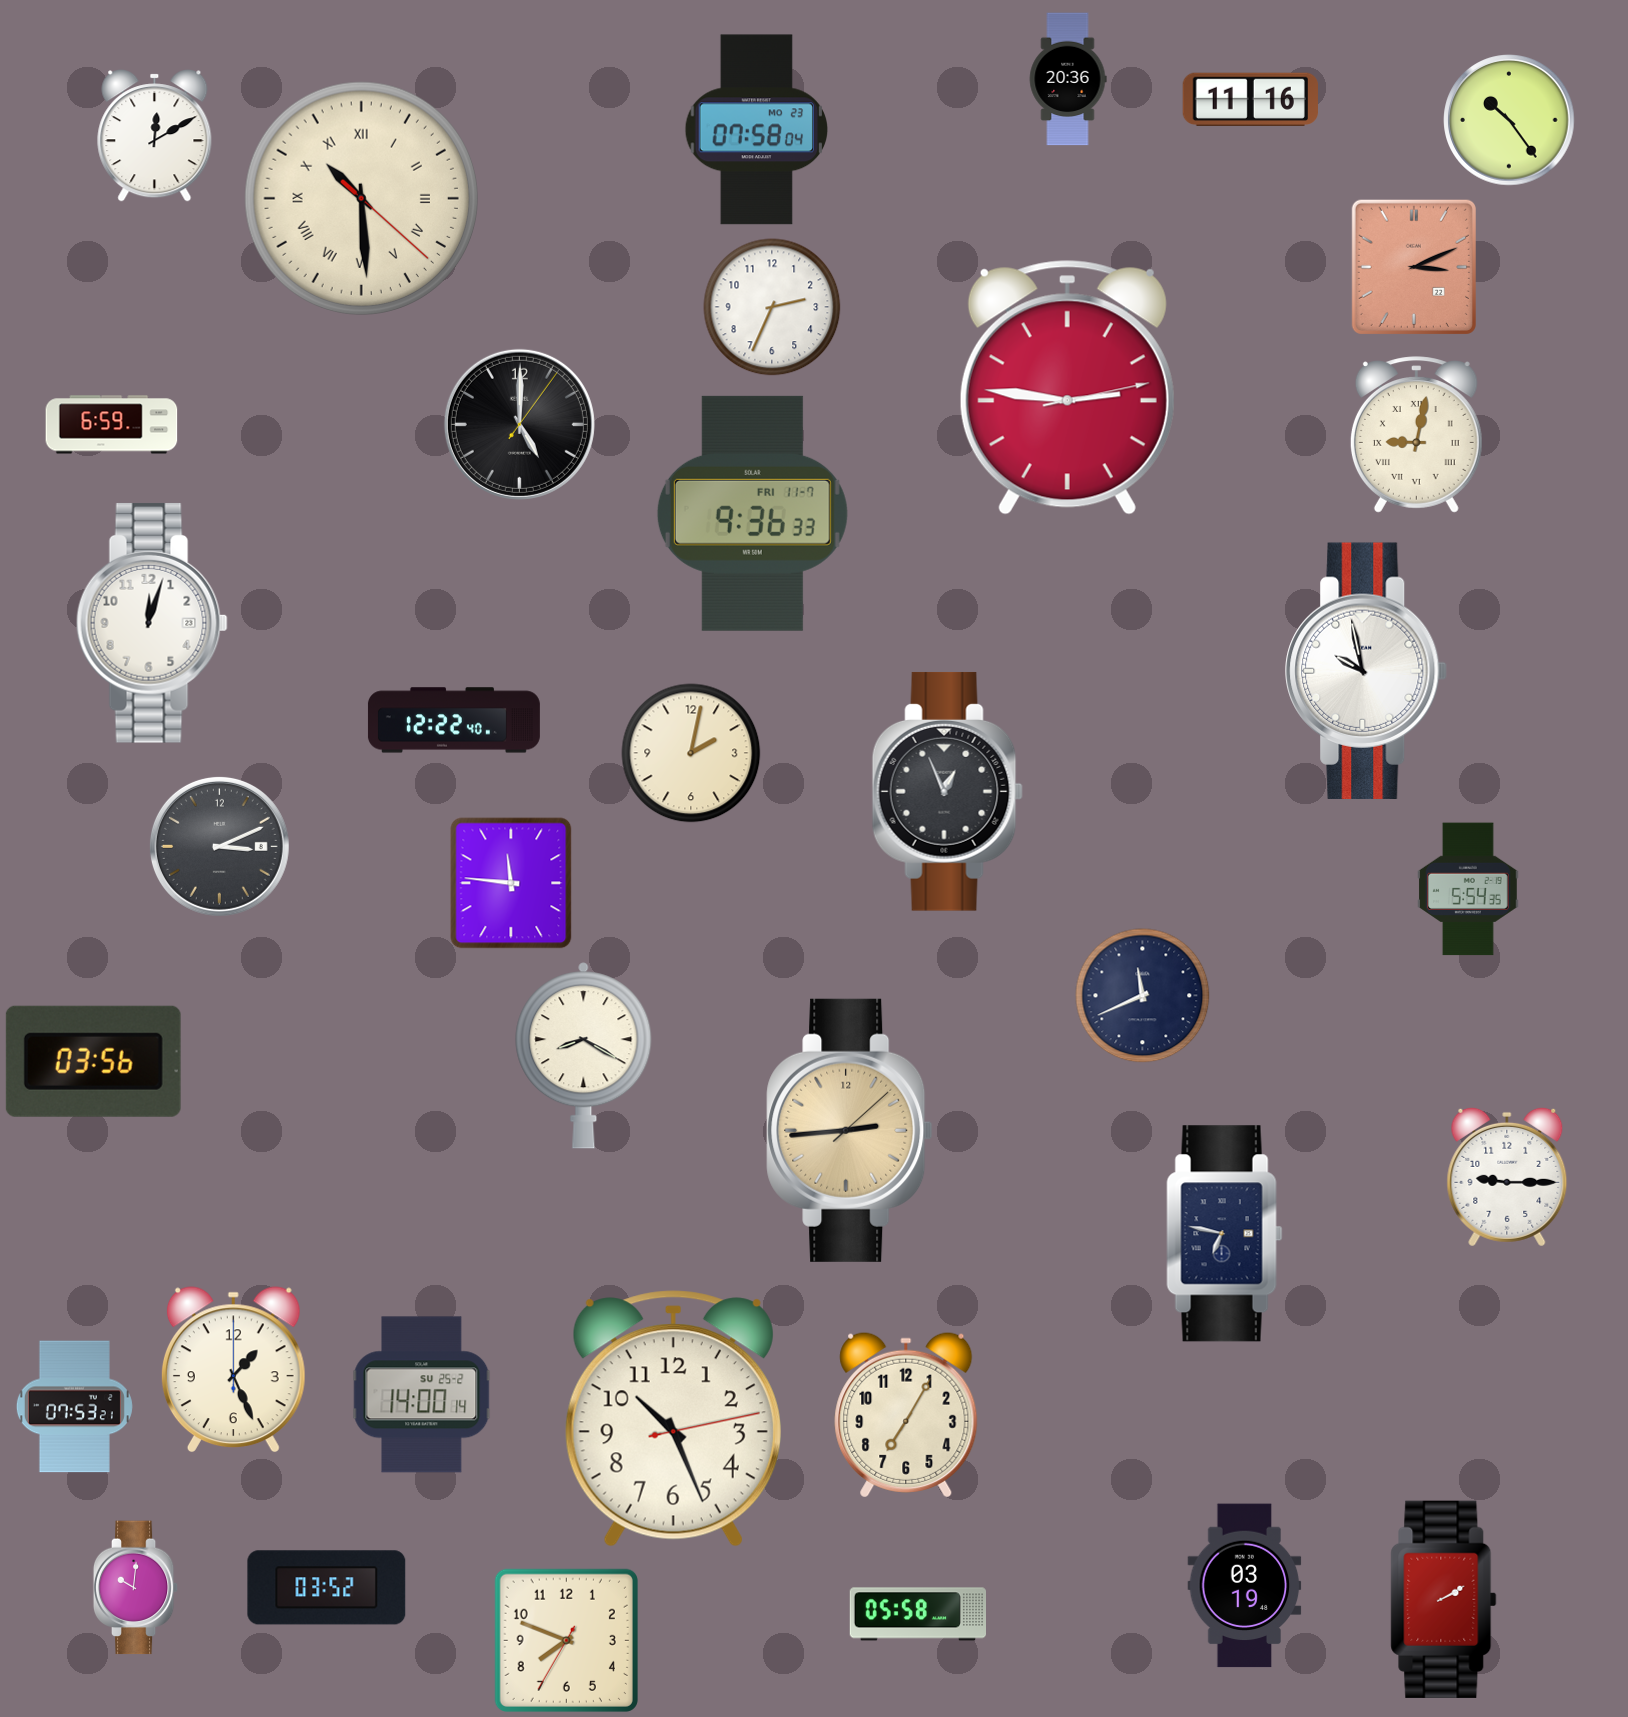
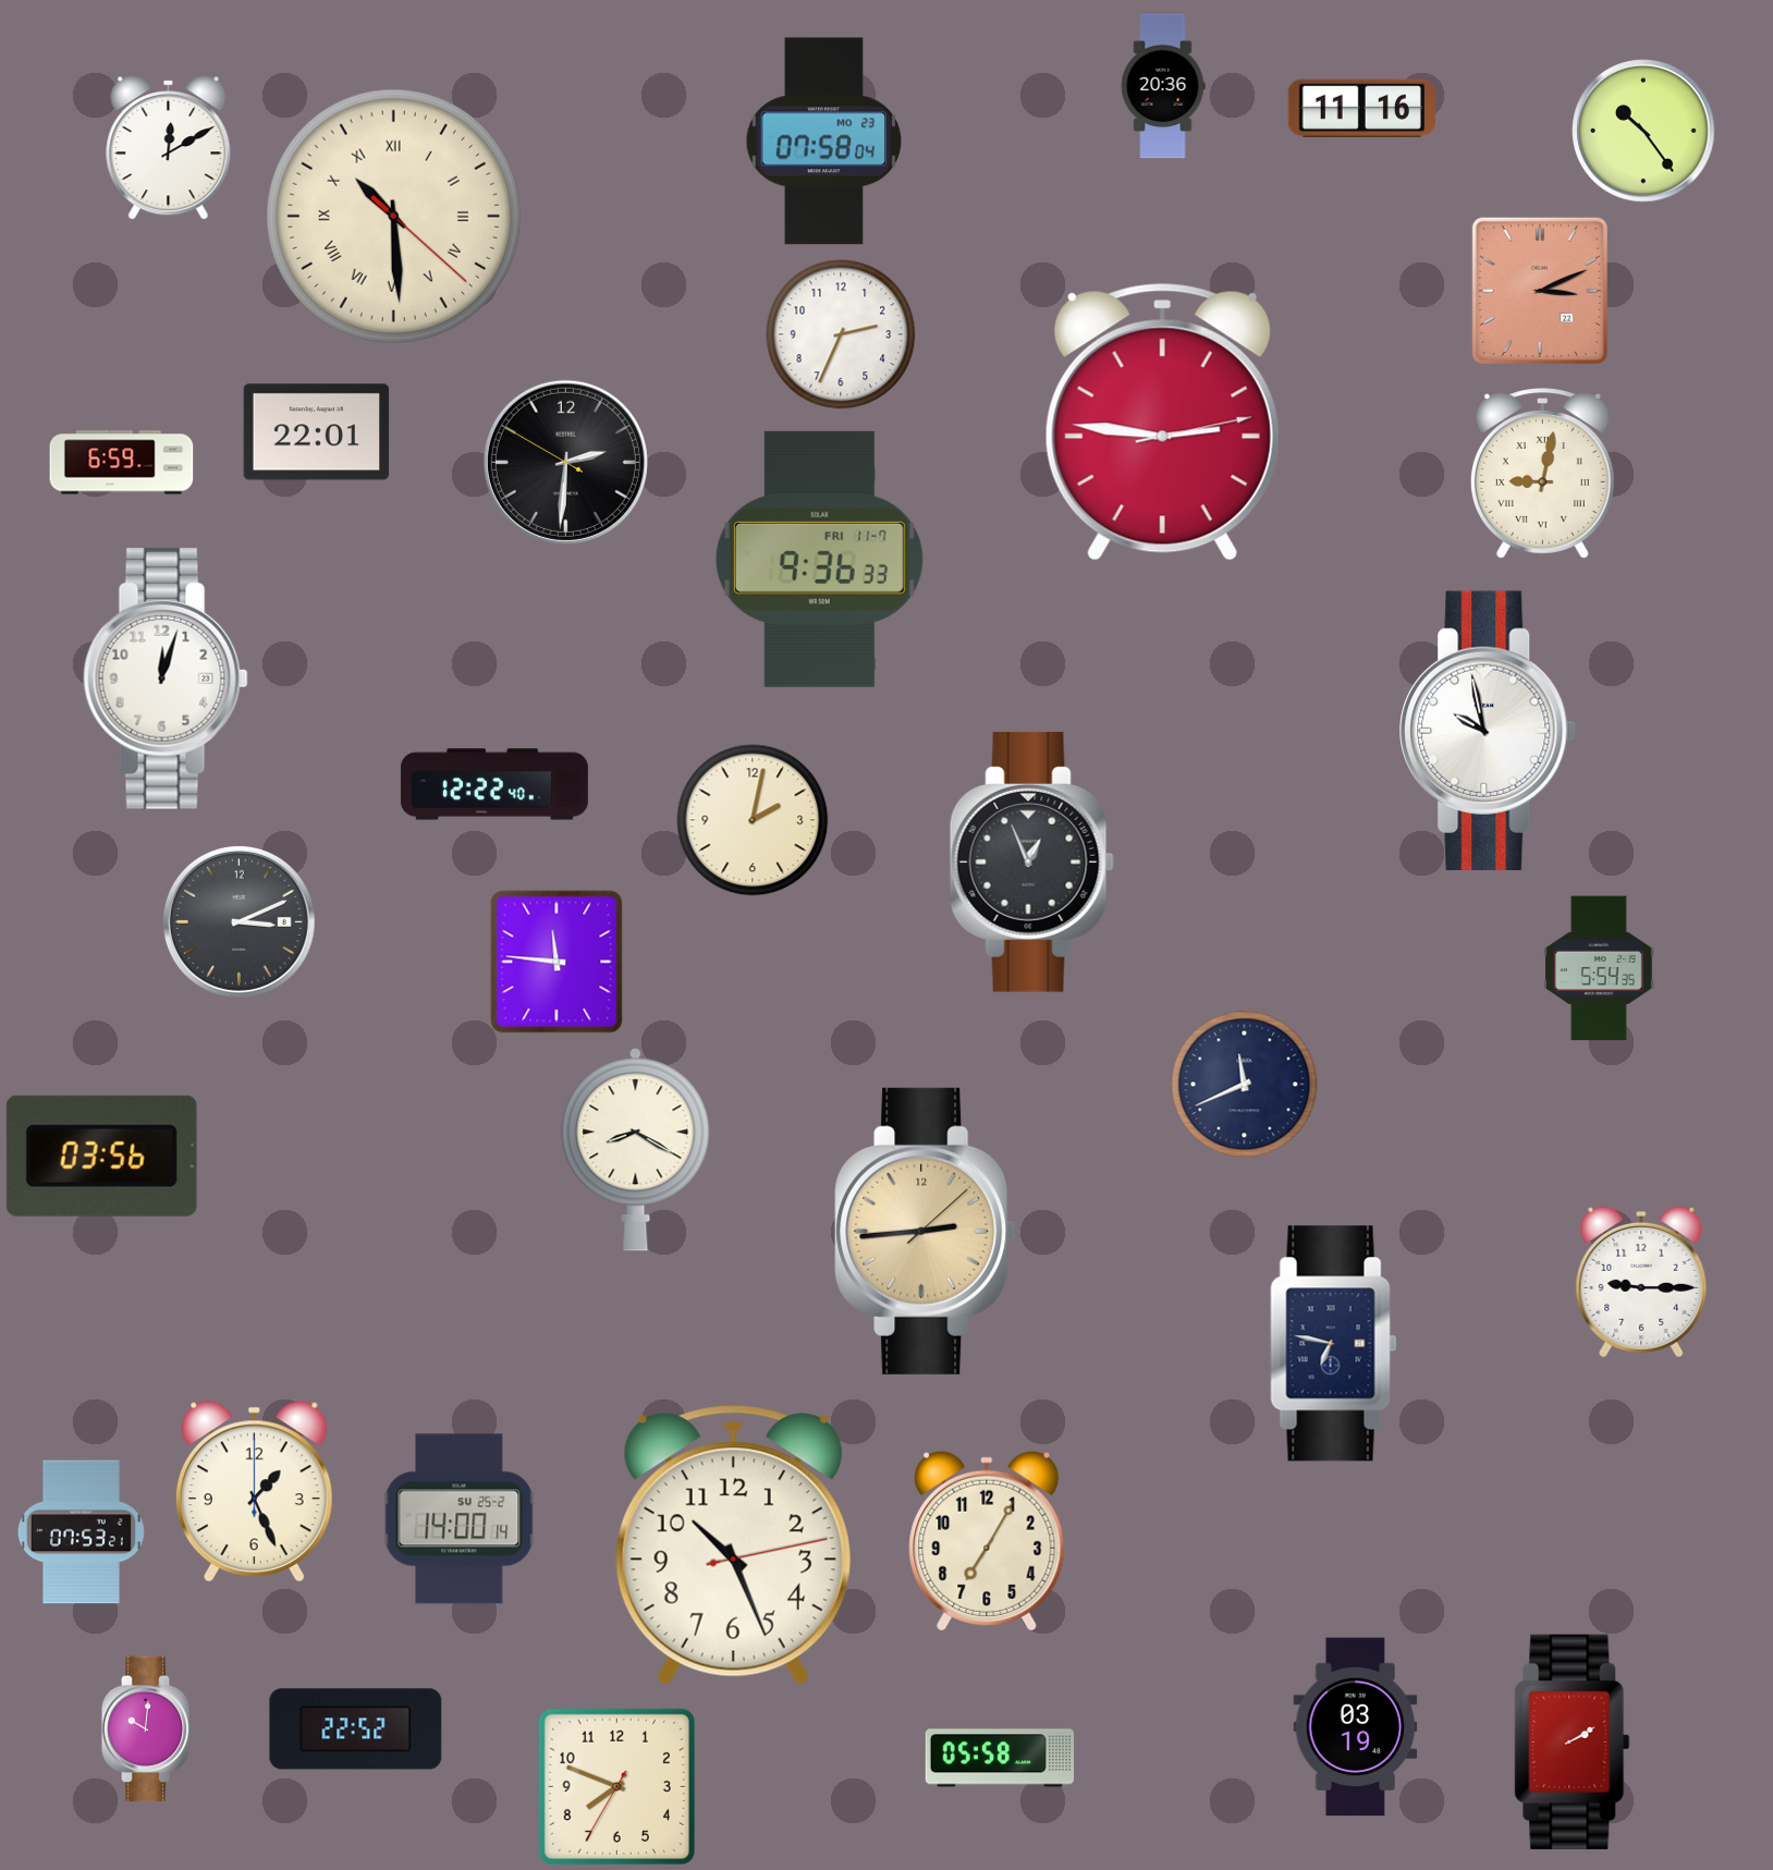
clock at (317, 432): none -> 22:01
clock at (519, 424): 5:00 -> 2:30
clock at (327, 1588): 03:52 -> 22:52
